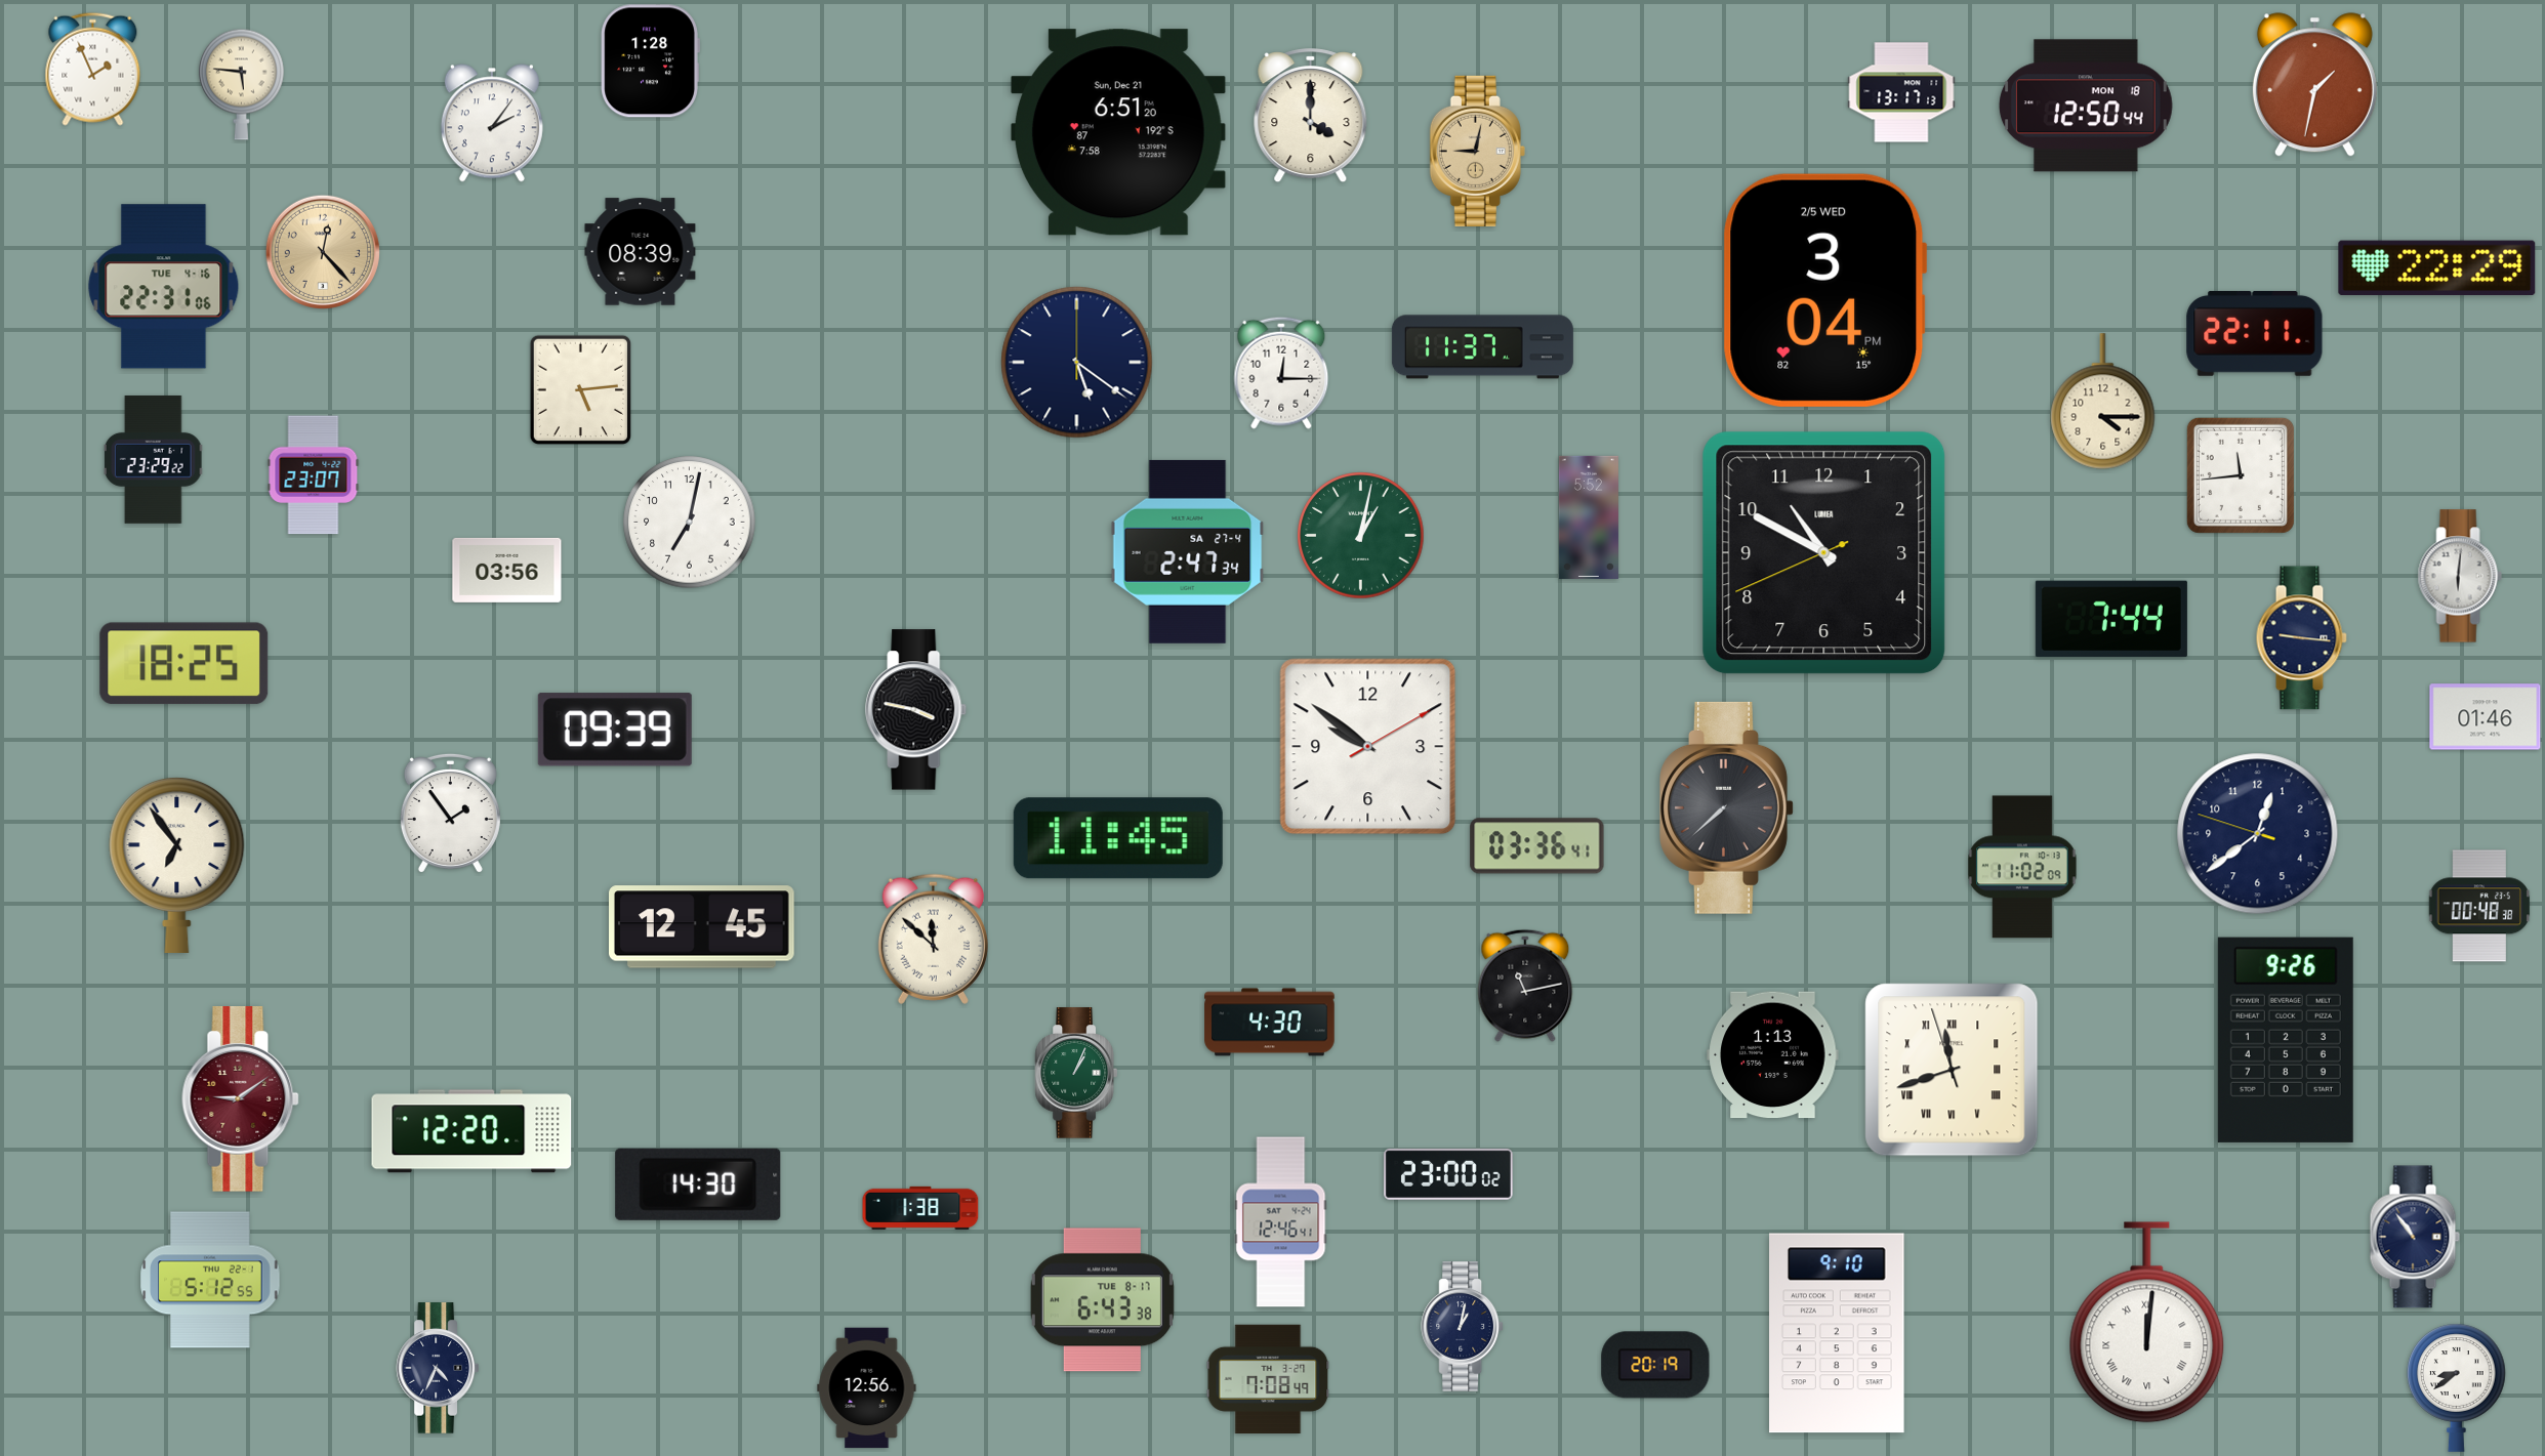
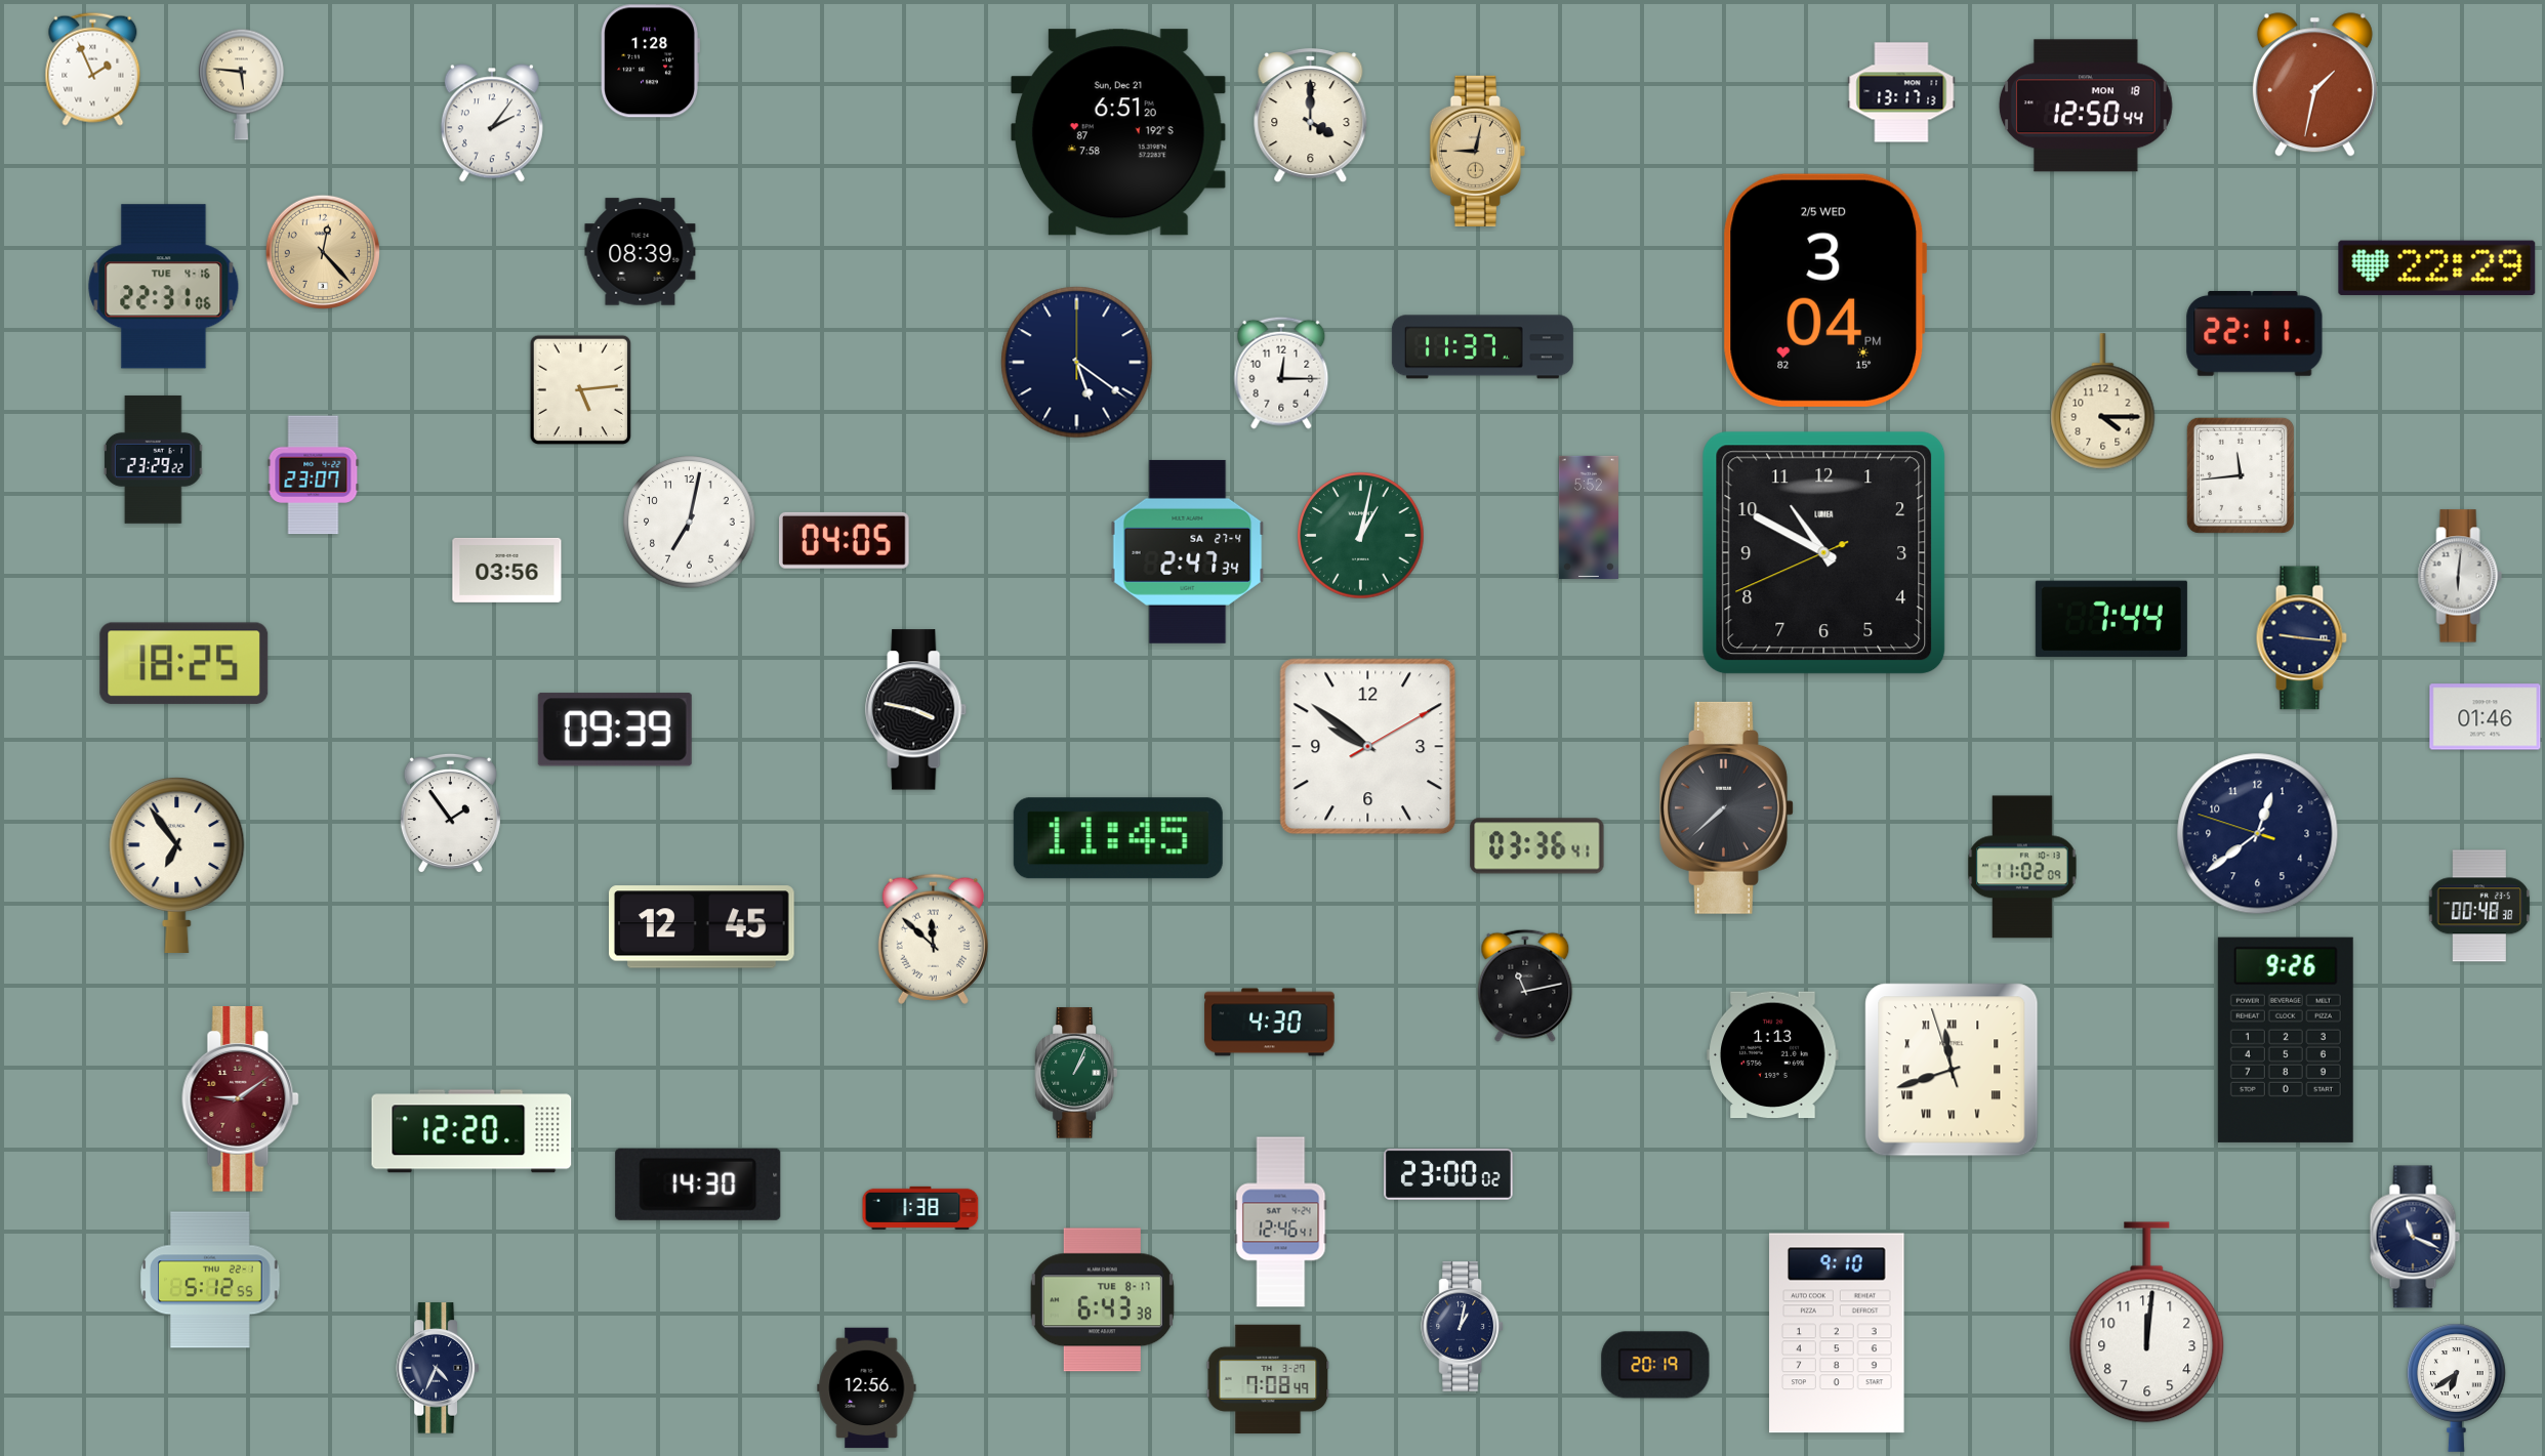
clock at (845, 540): none -> 04:05
clock at (2415, 1237): 10:54 -> 11:19
clock at (2147, 1323) numerals: Roman -> Arabic
clock at (2457, 1387): 8:39 -> 6:39
